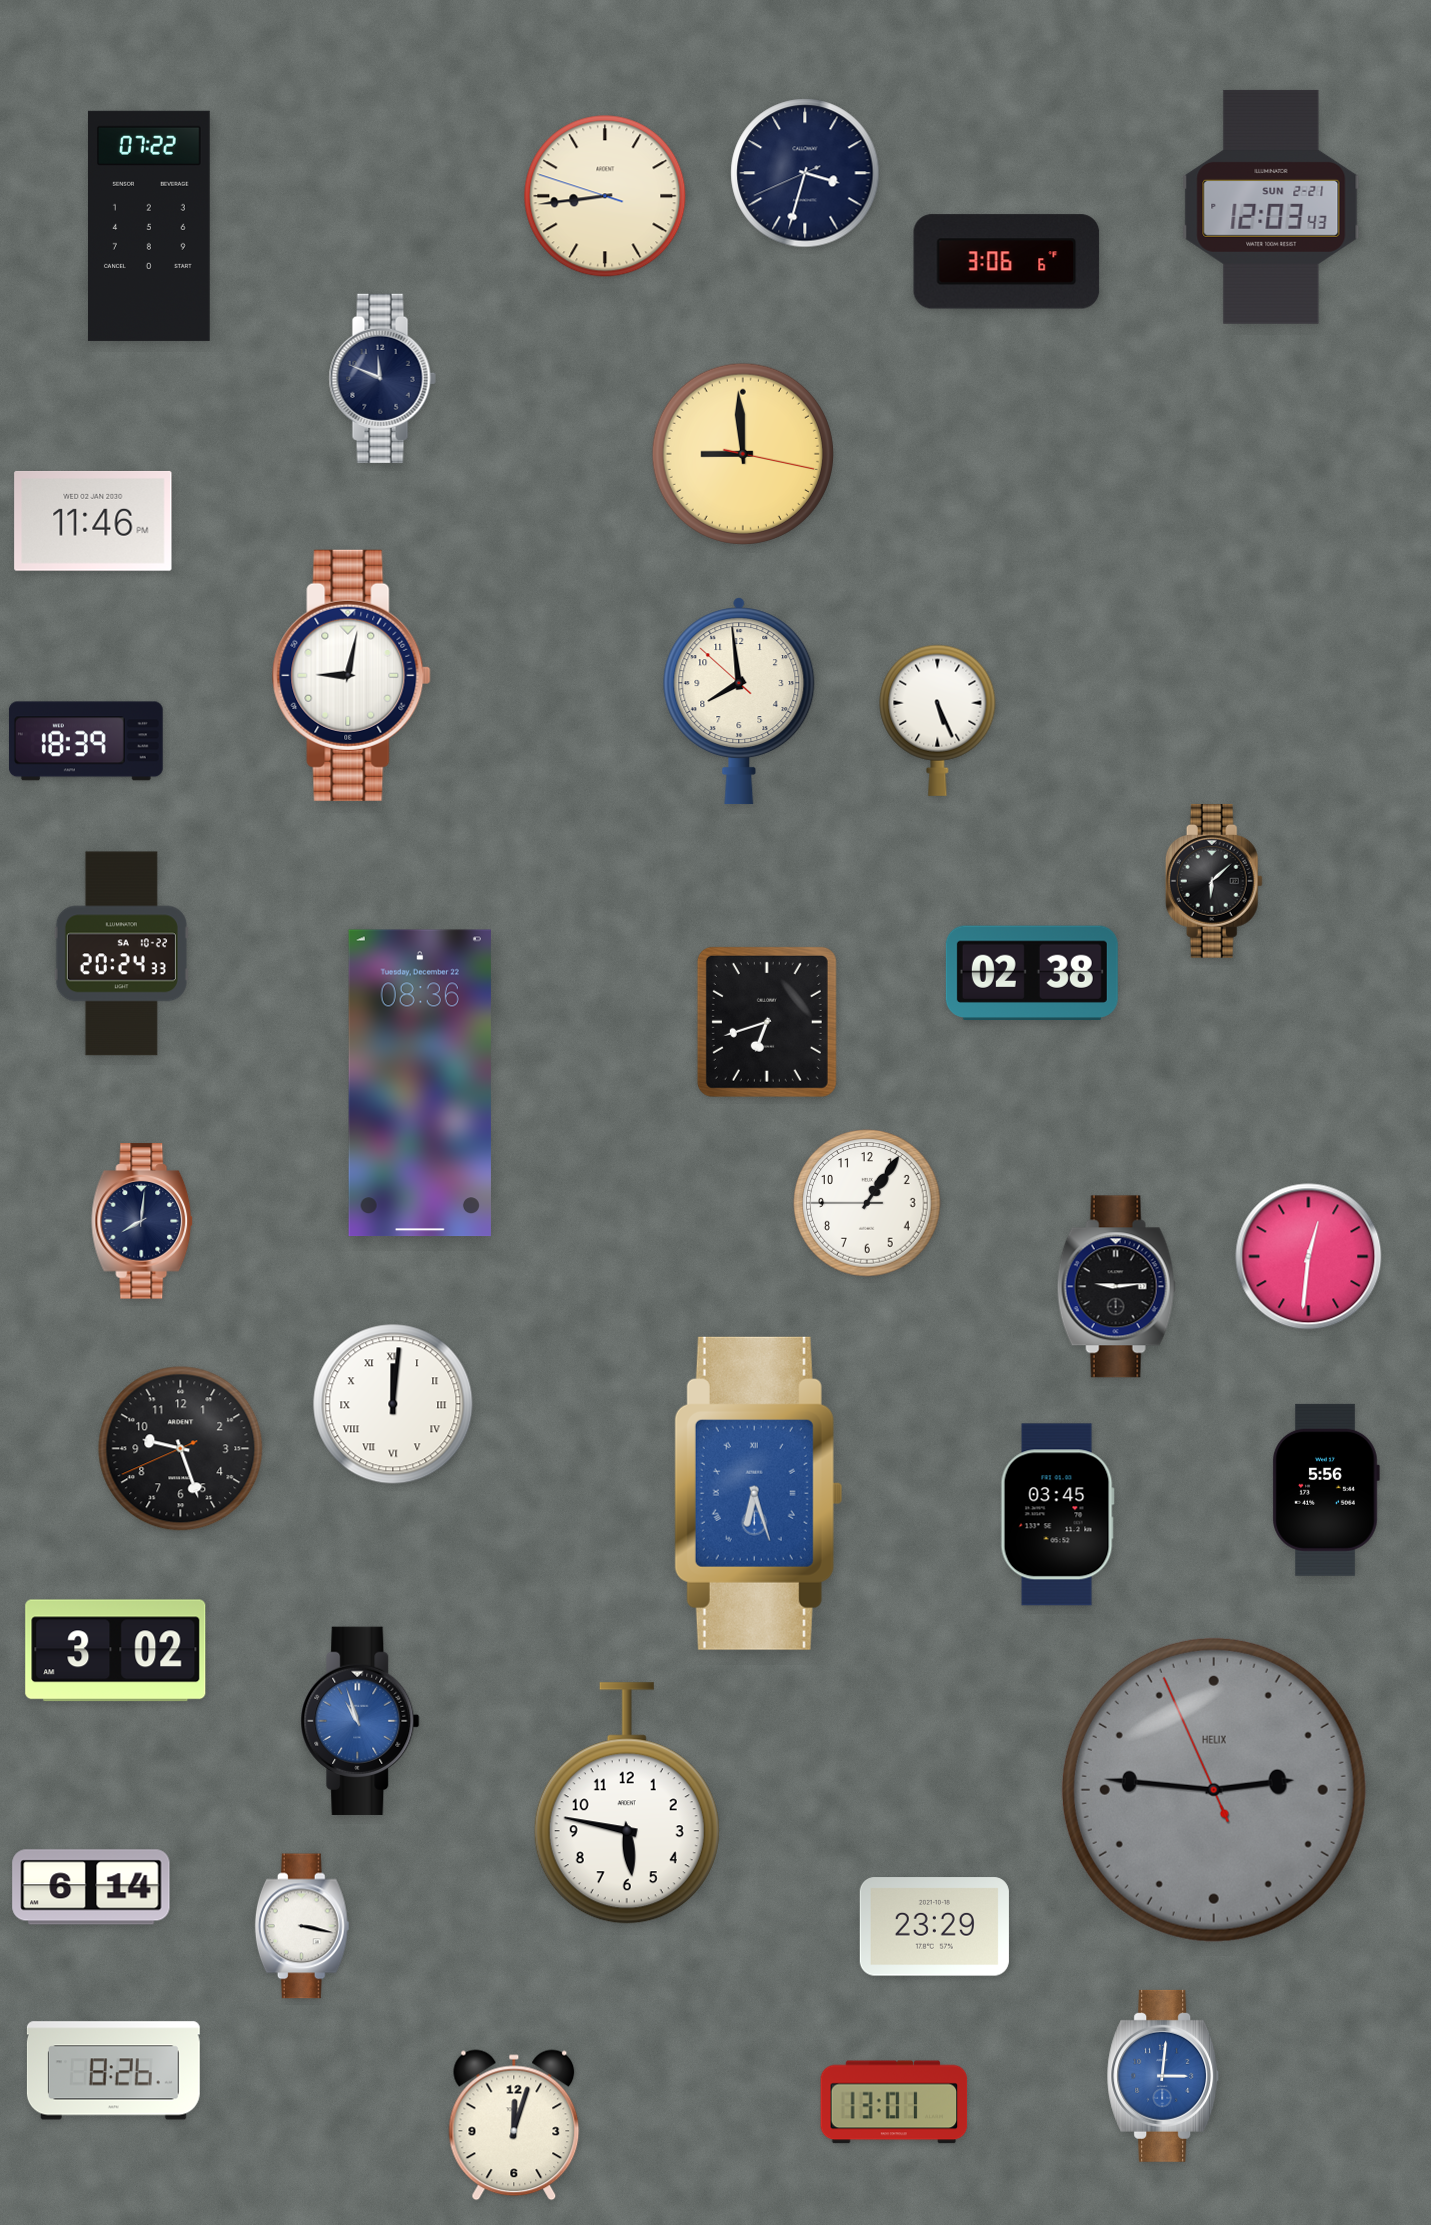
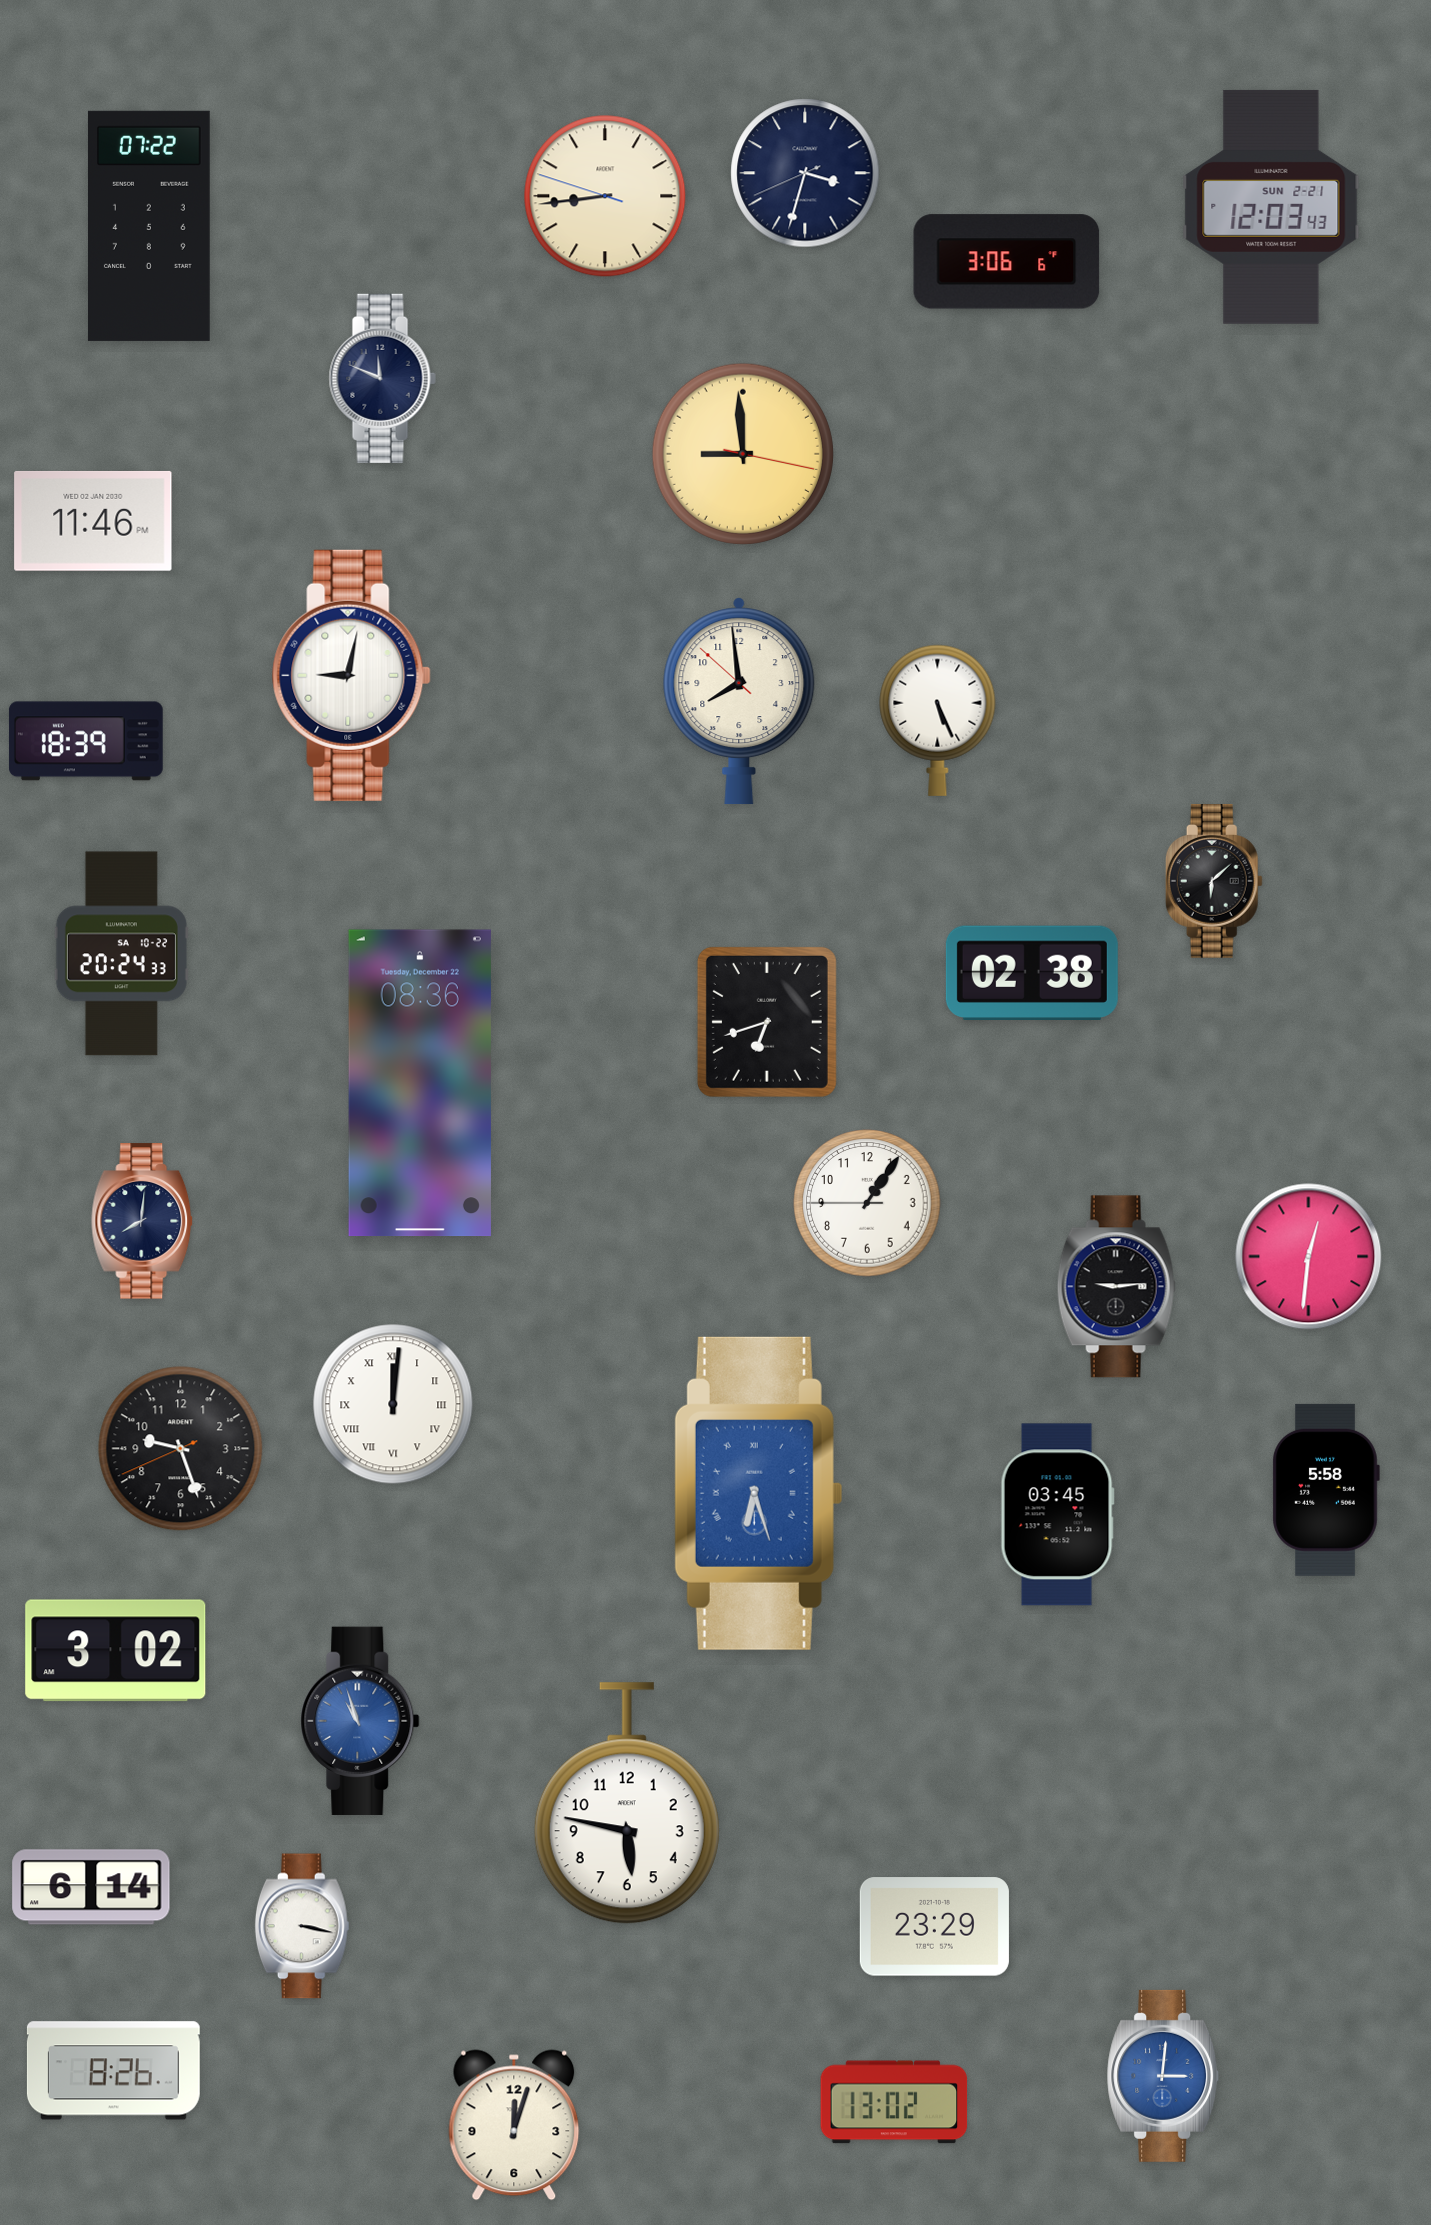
clock at (1326, 1490): 5:56 -> 5:58
clock at (1214, 1790): 2:45 -> none
clock at (894, 2102): 13:01 -> 13:02
